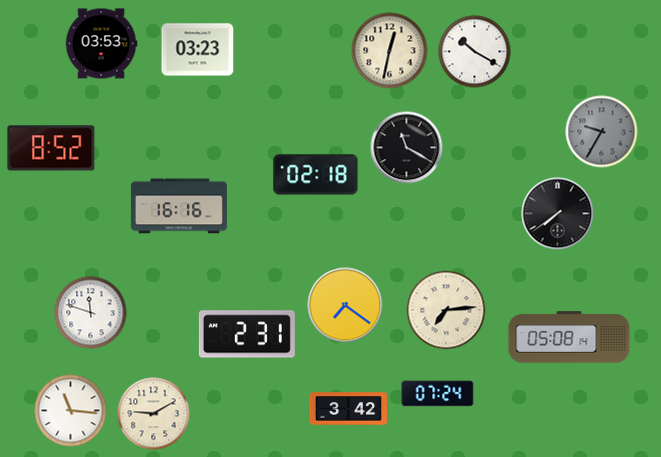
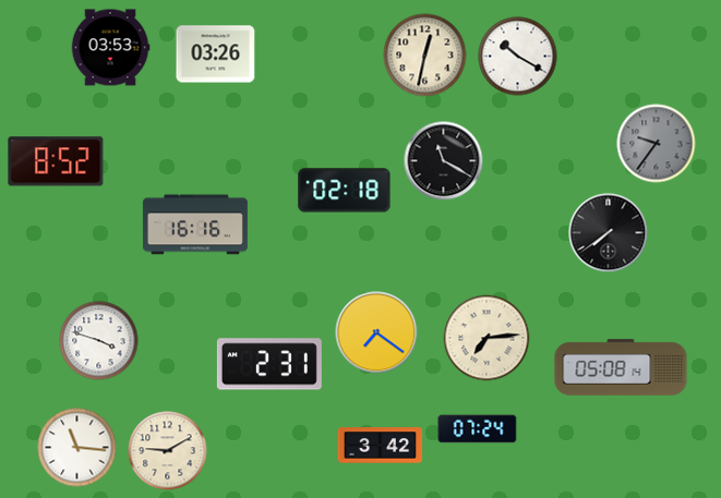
clock at (198, 50): 03:23 -> 03:26
clock at (602, 132): 9:35 -> 9:36
clock at (91, 313): 11:48 -> 3:48
